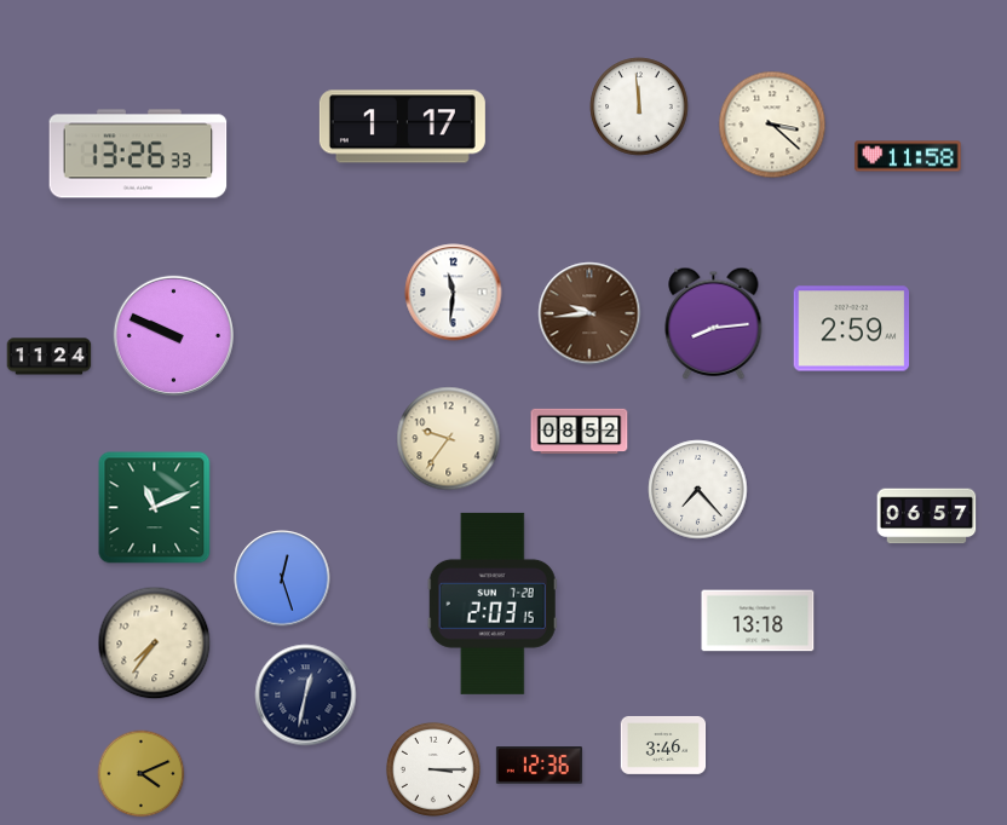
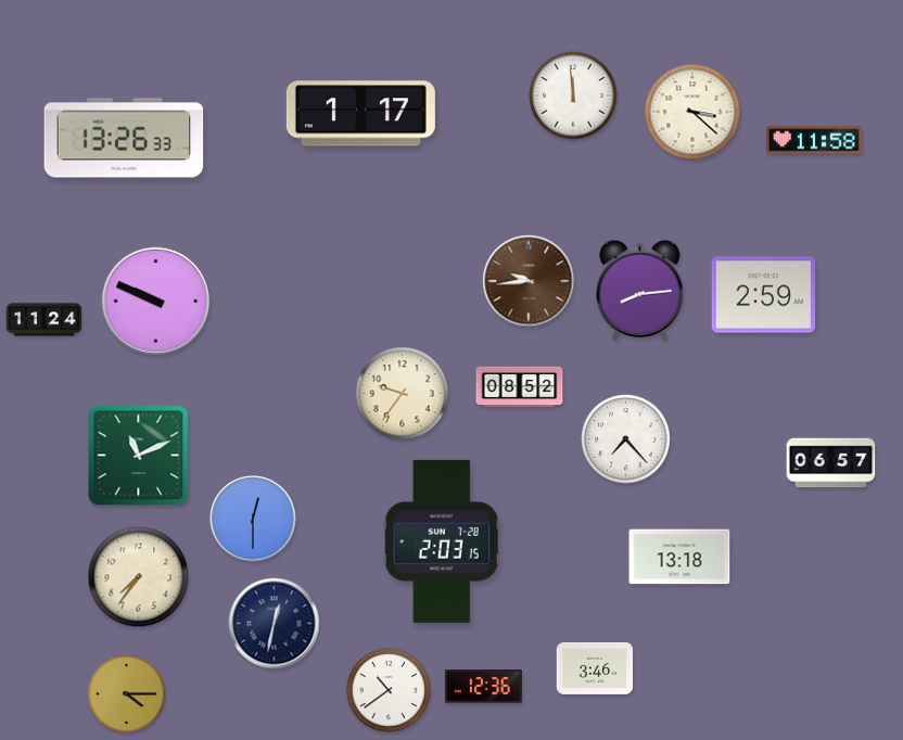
clock at (454, 293): 11:31 -> none
clock at (282, 578): 12:27 -> 12:30
clock at (433, 769): 3:15 -> 10:39
clock at (142, 774): 4:11 -> 4:15
